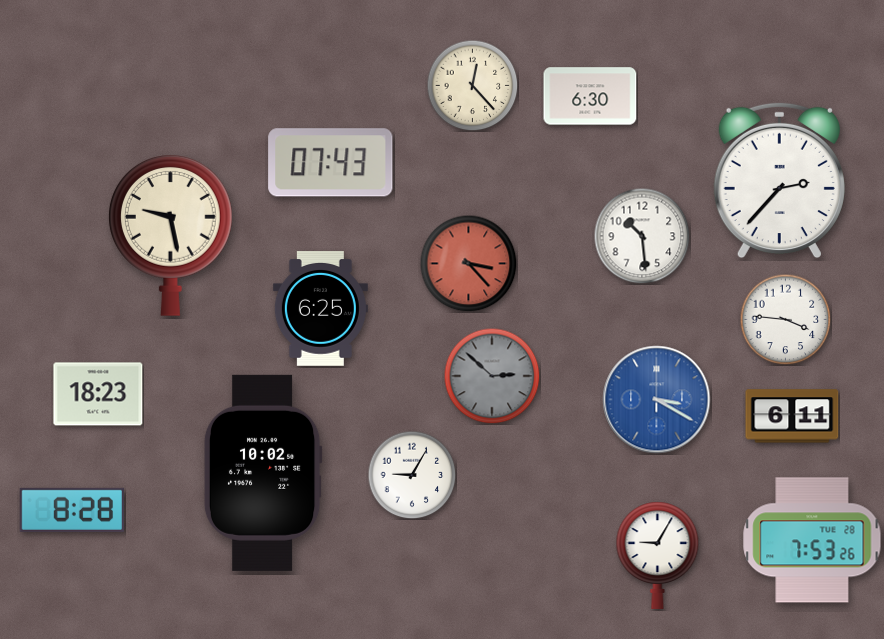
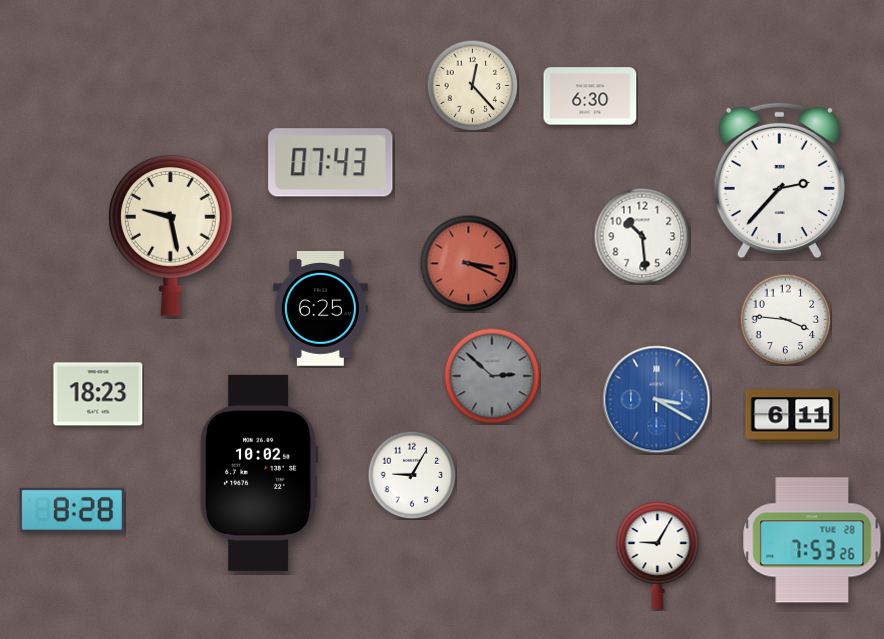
clock at (468, 263): 3:23 -> 3:19
clock at (263, 473) position: (263, 473) -> (259, 473)
